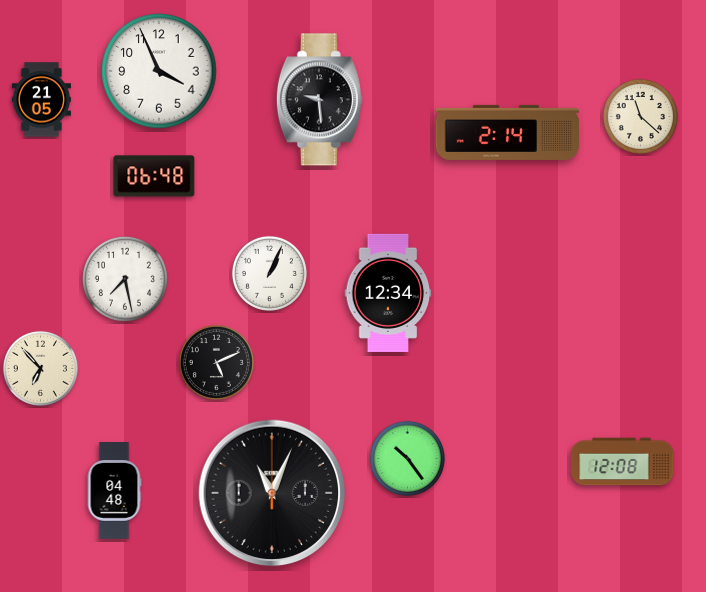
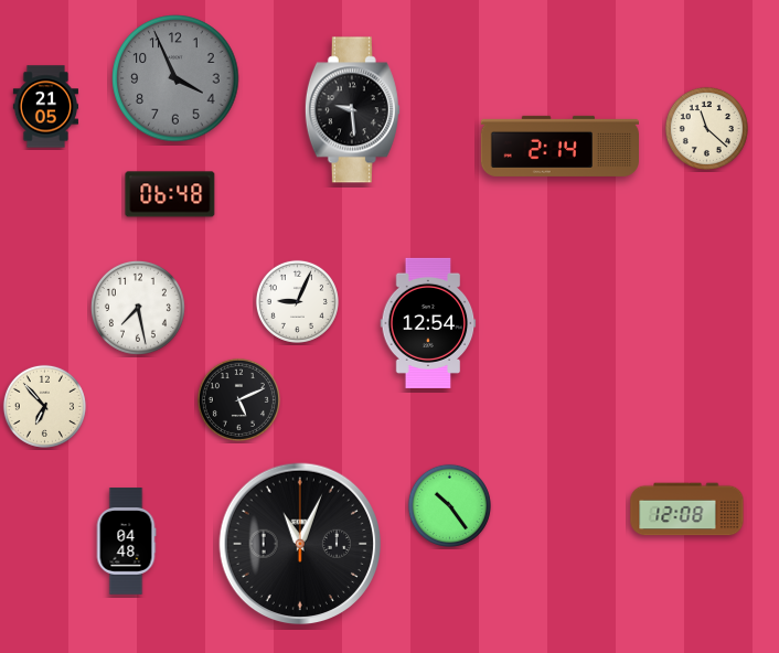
clock at (159, 71) dial: white -> grey
clock at (41, 100) position: (41, 100) -> (45, 107)
clock at (269, 273): 1:04 -> 9:04
clock at (388, 293): 12:34 -> 12:54
